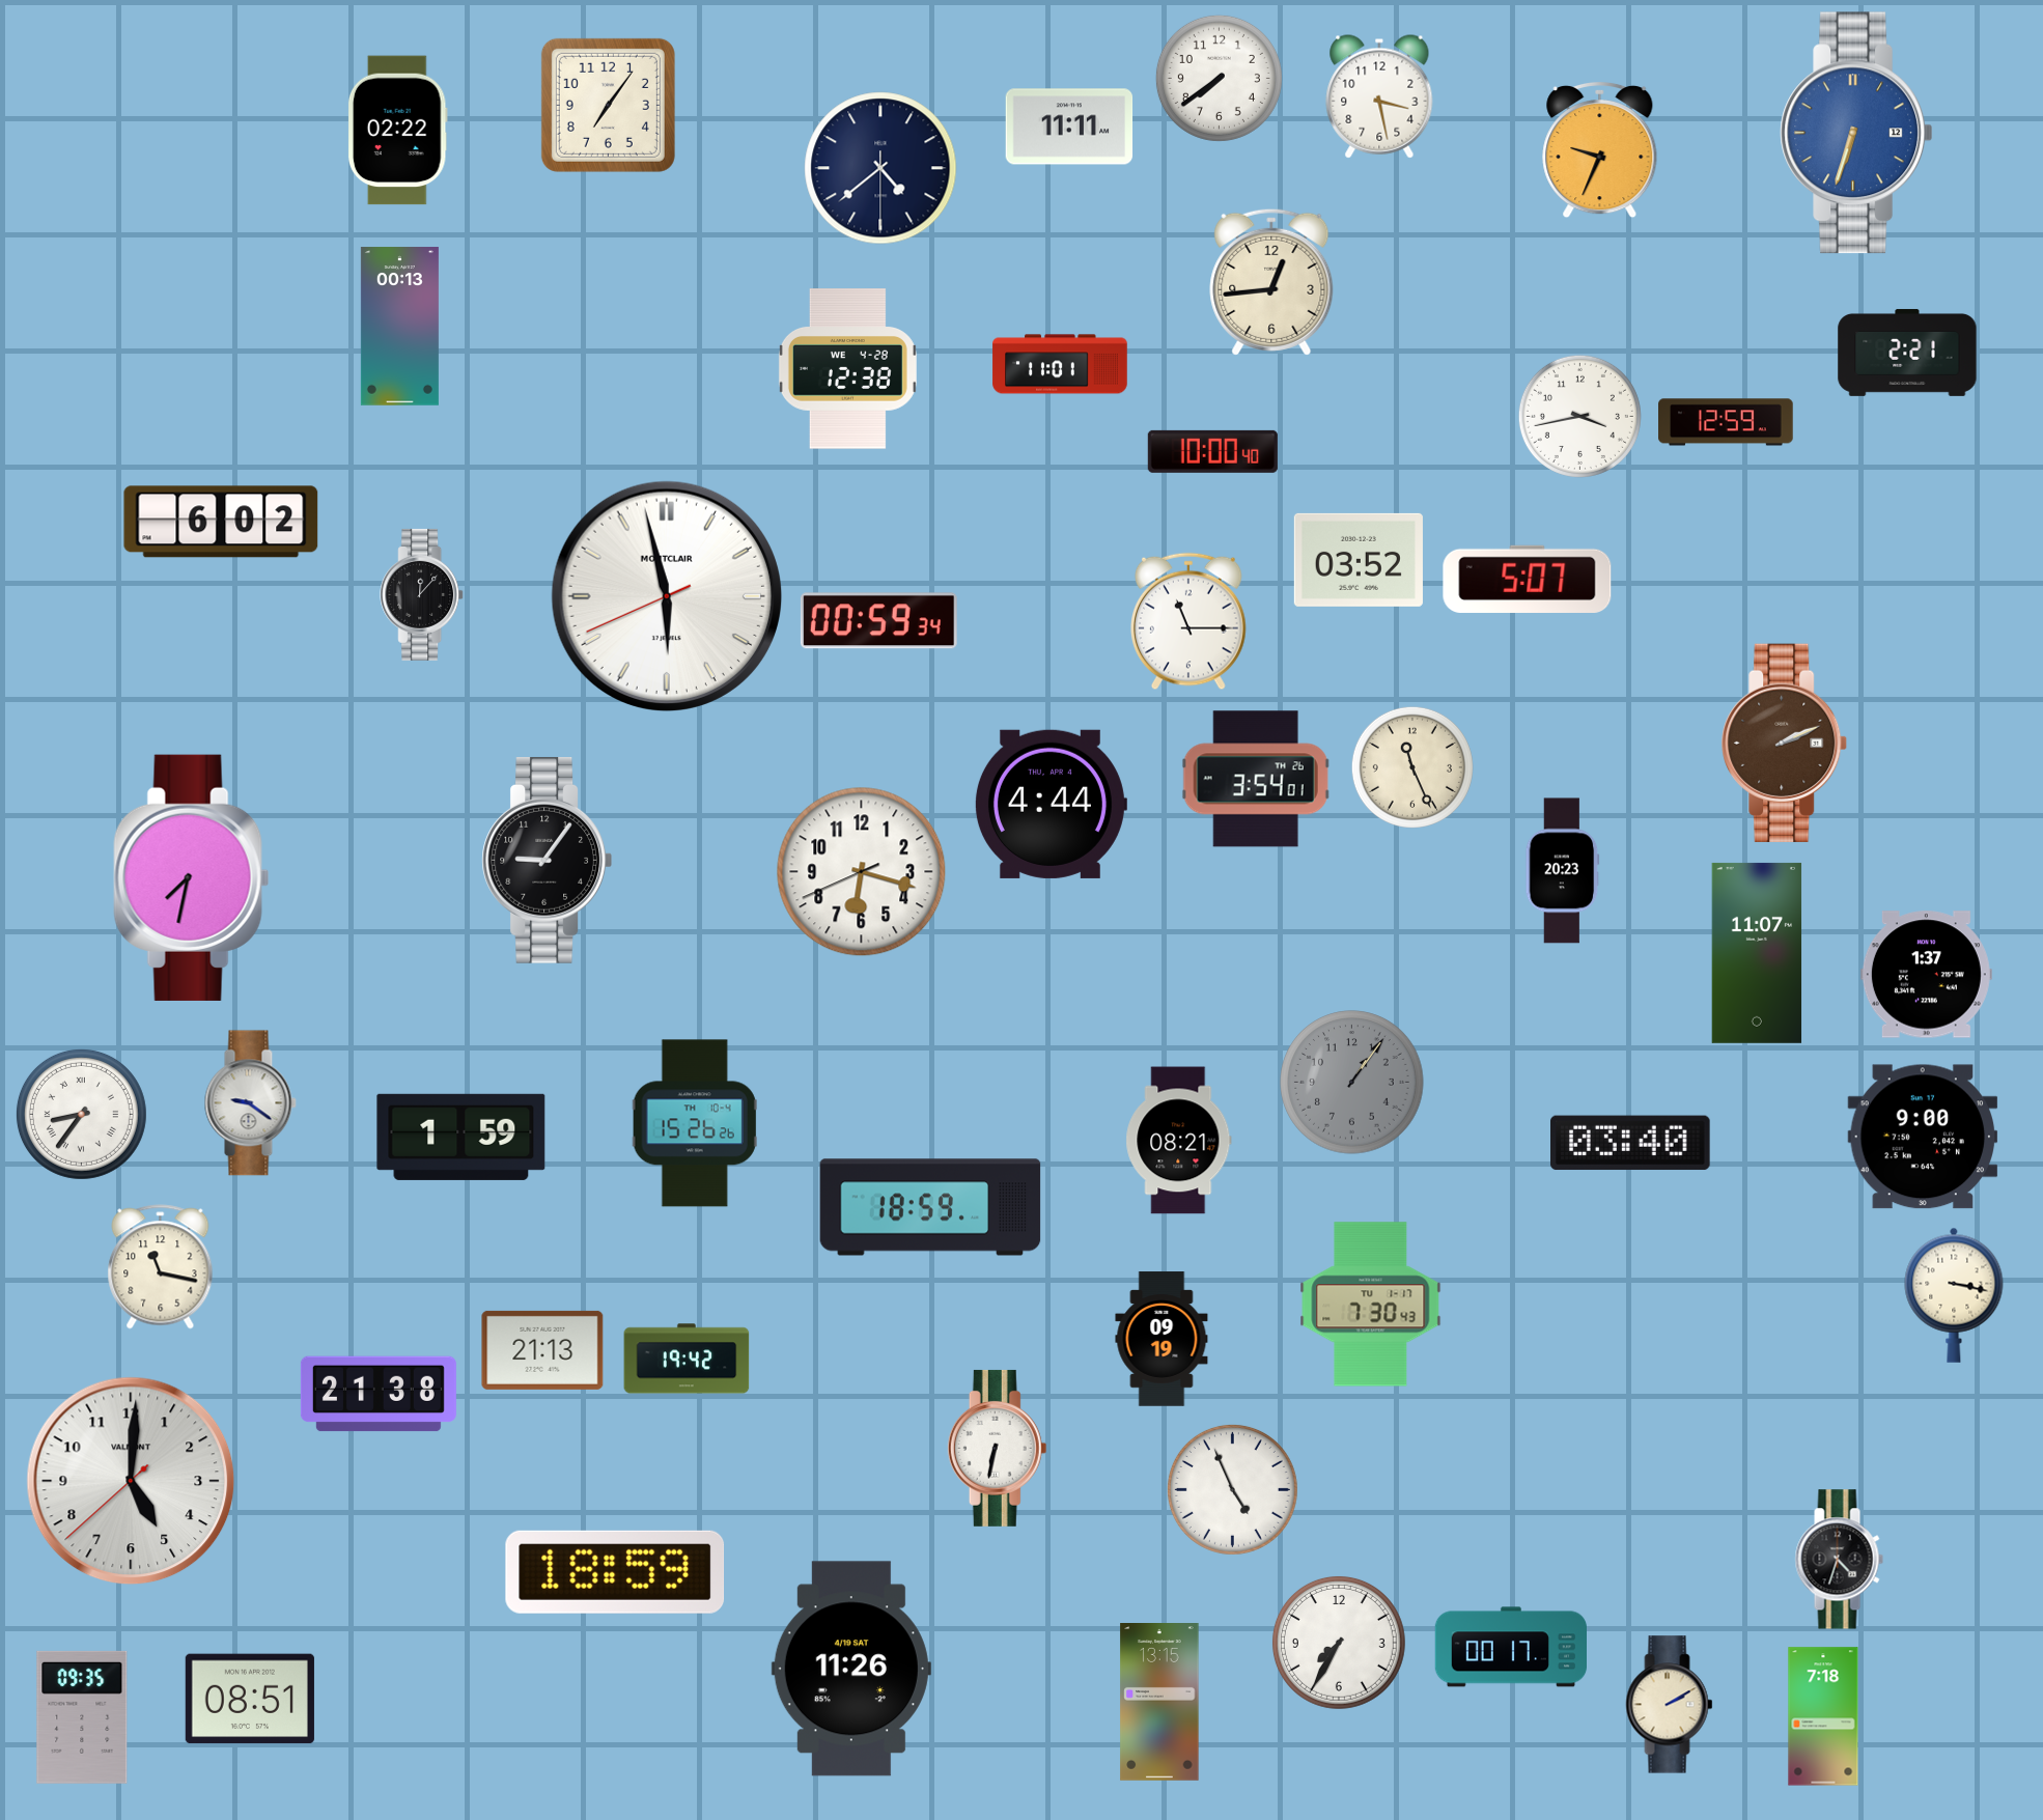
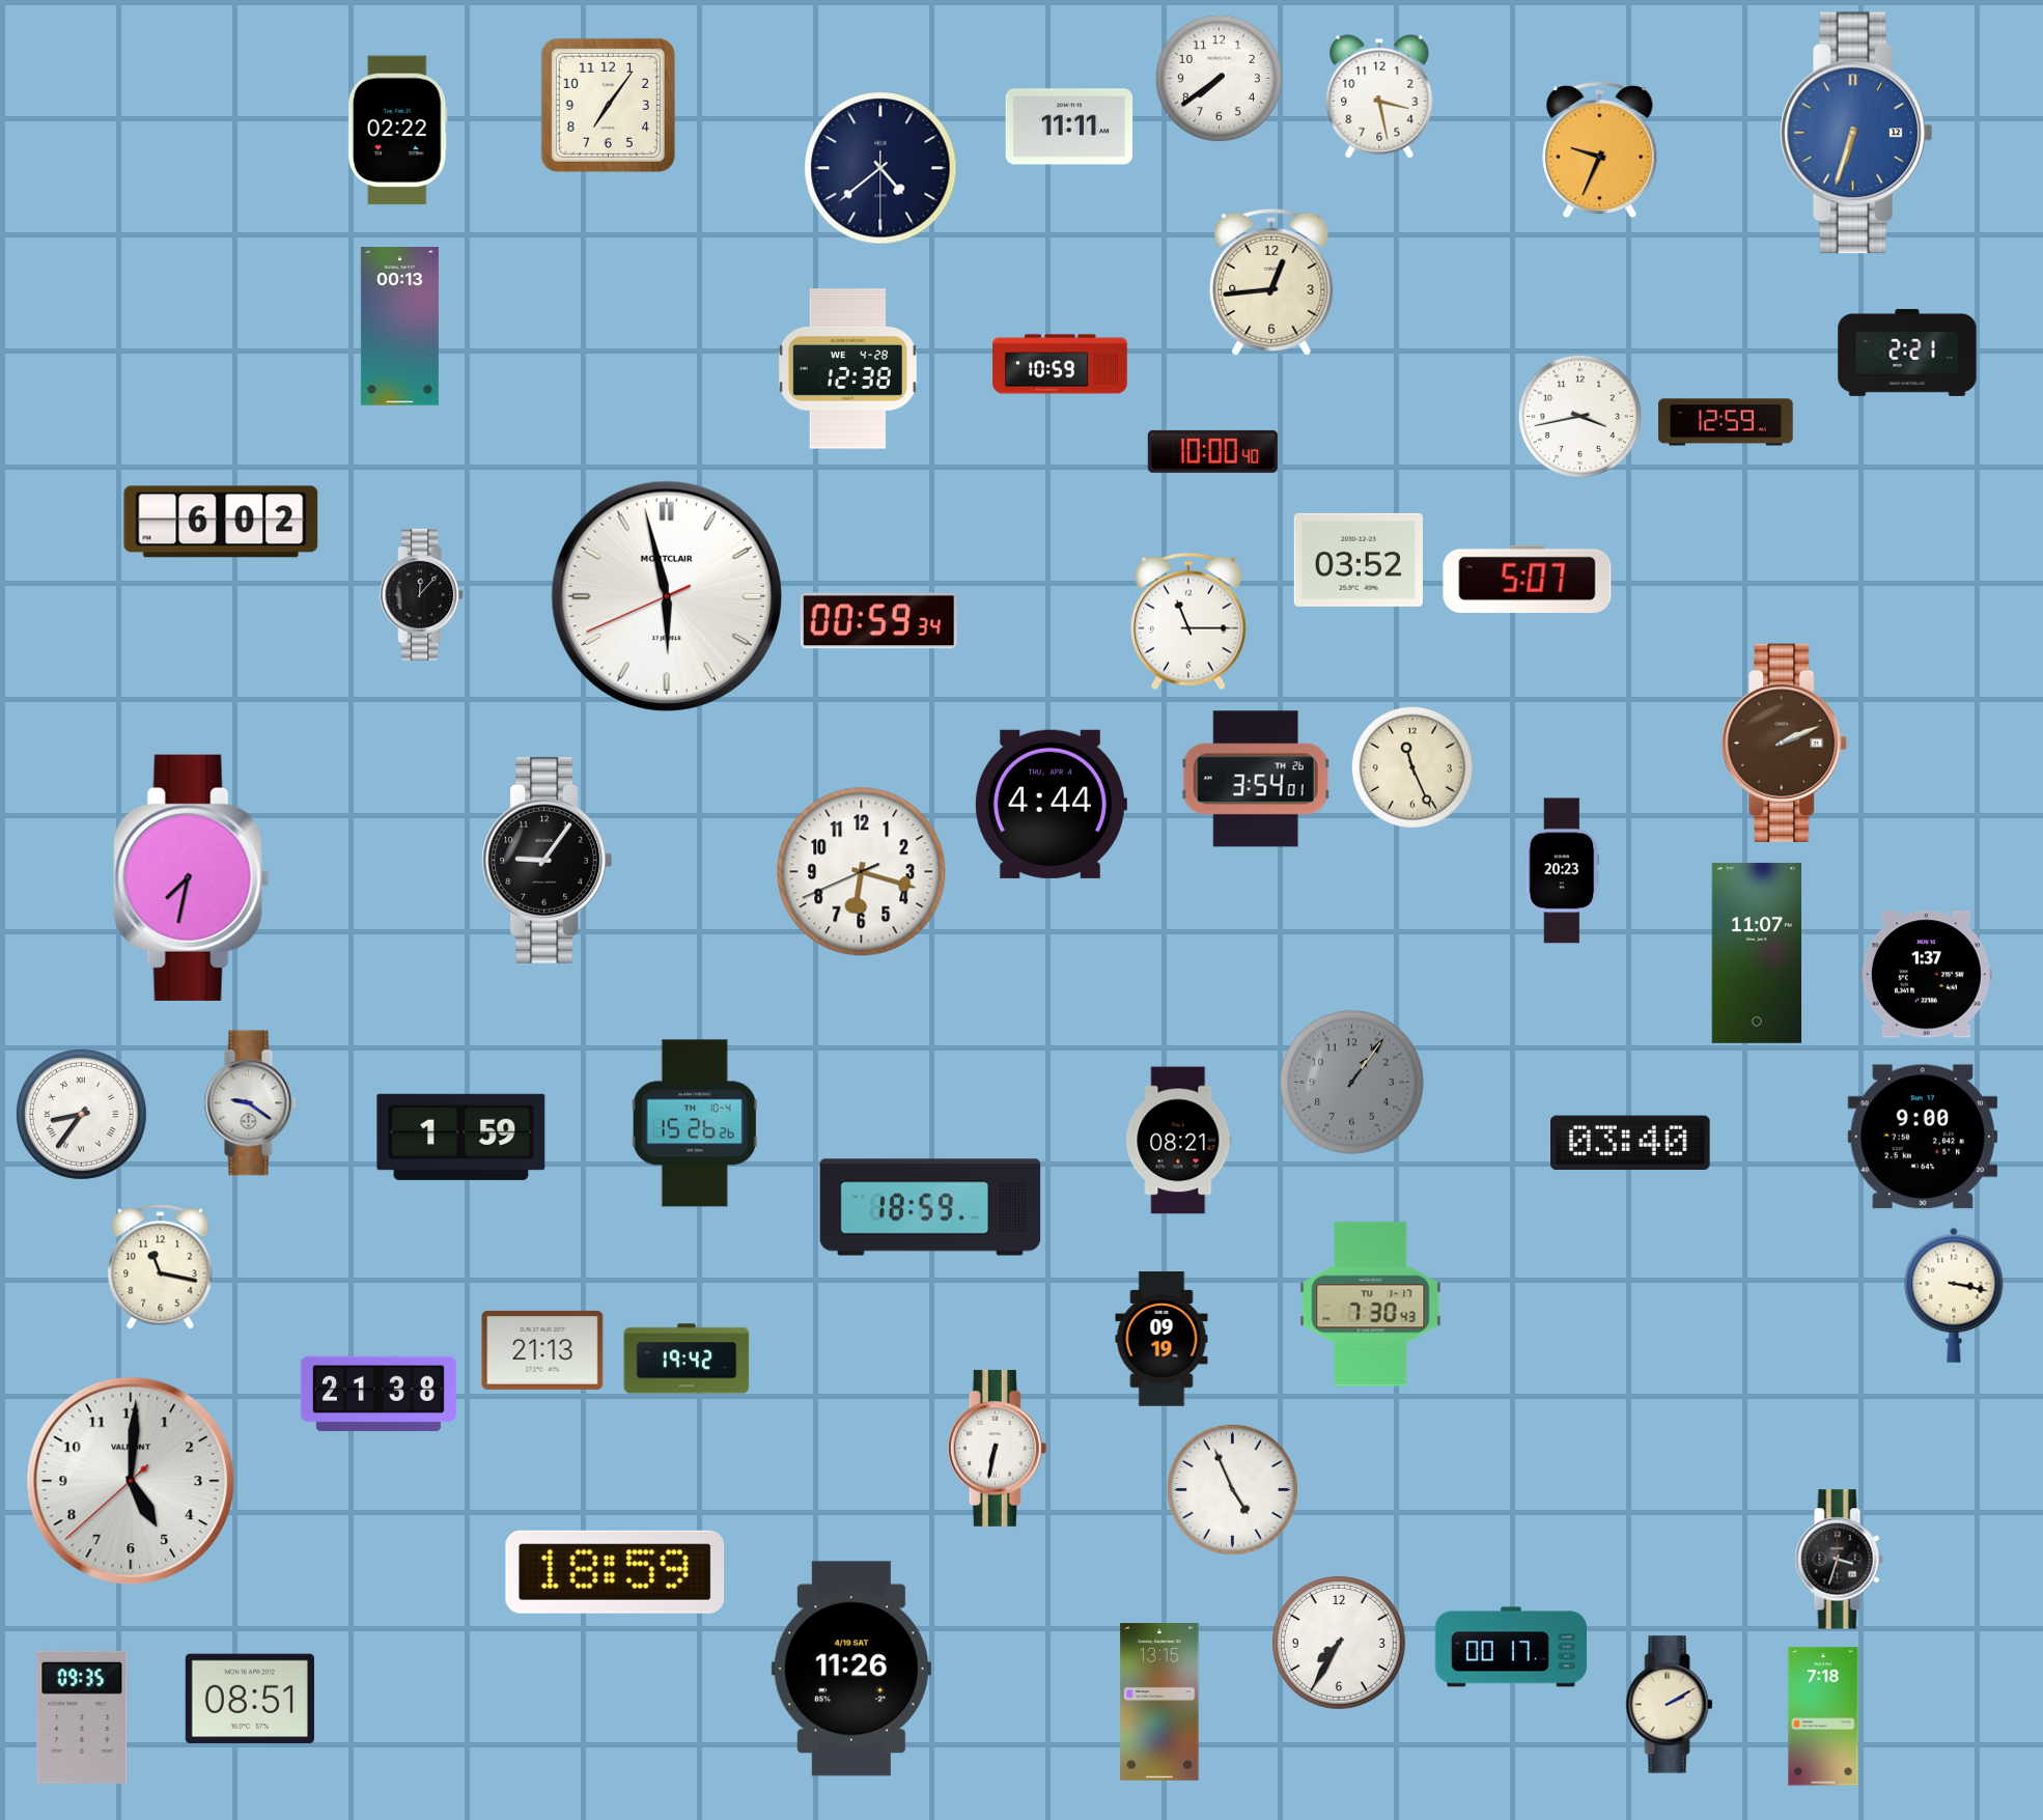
clock at (1060, 364): 11:01 -> 10:59
clock at (1839, 1560): 4:33 -> 3:33
